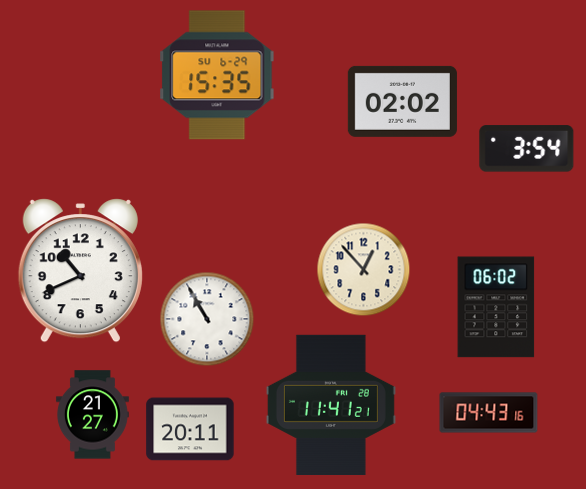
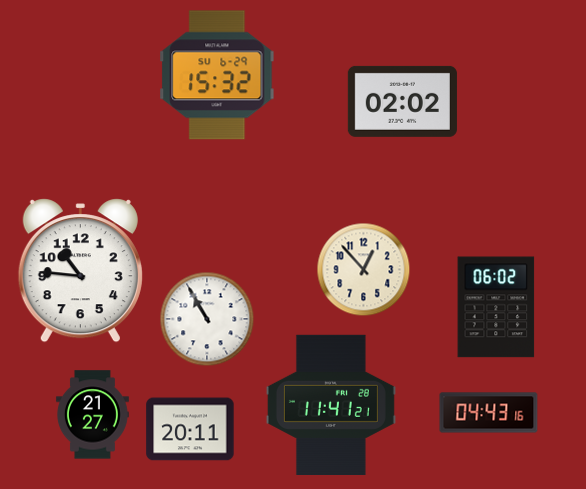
clock at (217, 75): 15:35 -> 15:32
clock at (527, 149): 3:54 -> none
clock at (80, 271): 10:41 -> 10:46
